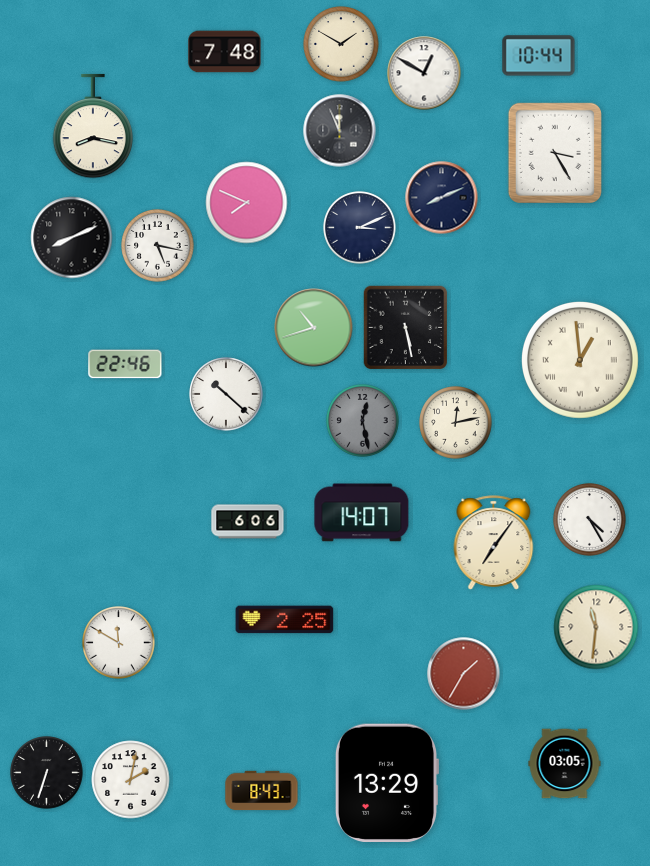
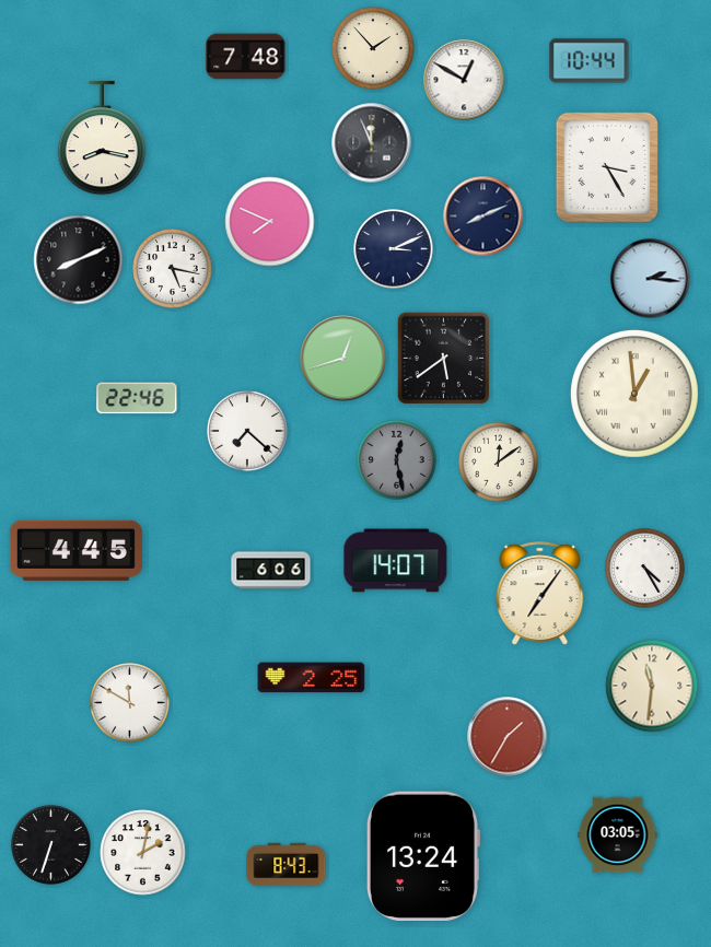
clock at (341, 44): 1:50 -> 1:53
clock at (651, 279): none -> 2:16
clock at (314, 328): 10:42 -> 12:42
clock at (406, 328): 5:28 -> 5:39
clock at (226, 394): 10:22 -> 7:22
clock at (456, 423): 12:13 -> 12:09
clock at (75, 550): none -> 4:45
clock at (386, 782): 13:29 -> 13:24
